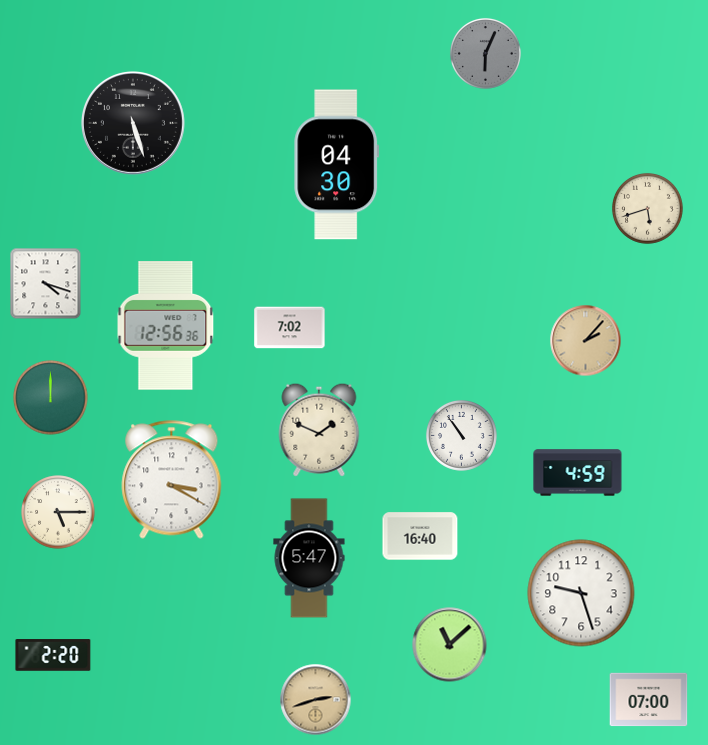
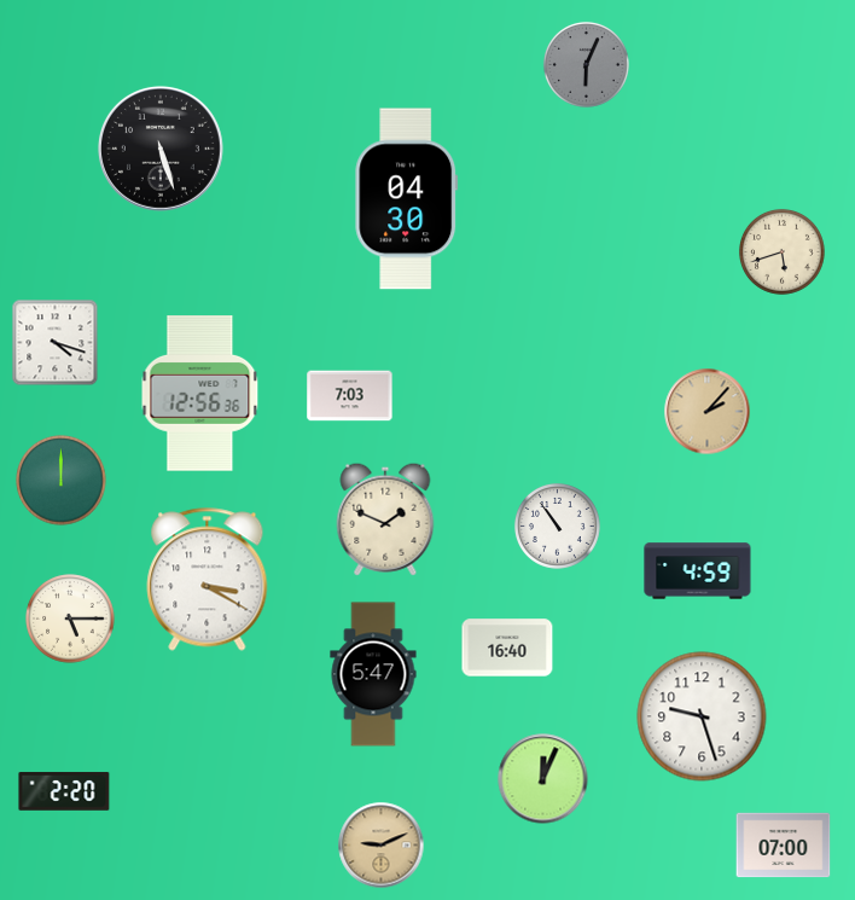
clock at (290, 328): 7:02 -> 7:03
clock at (450, 645): 11:08 -> 12:04
clock at (316, 700): 2:42 -> 9:11
